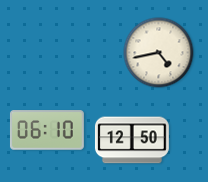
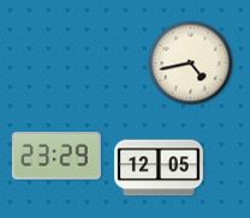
clock at (47, 130): 06:10 -> 23:29
clock at (132, 140): 12:50 -> 12:05
